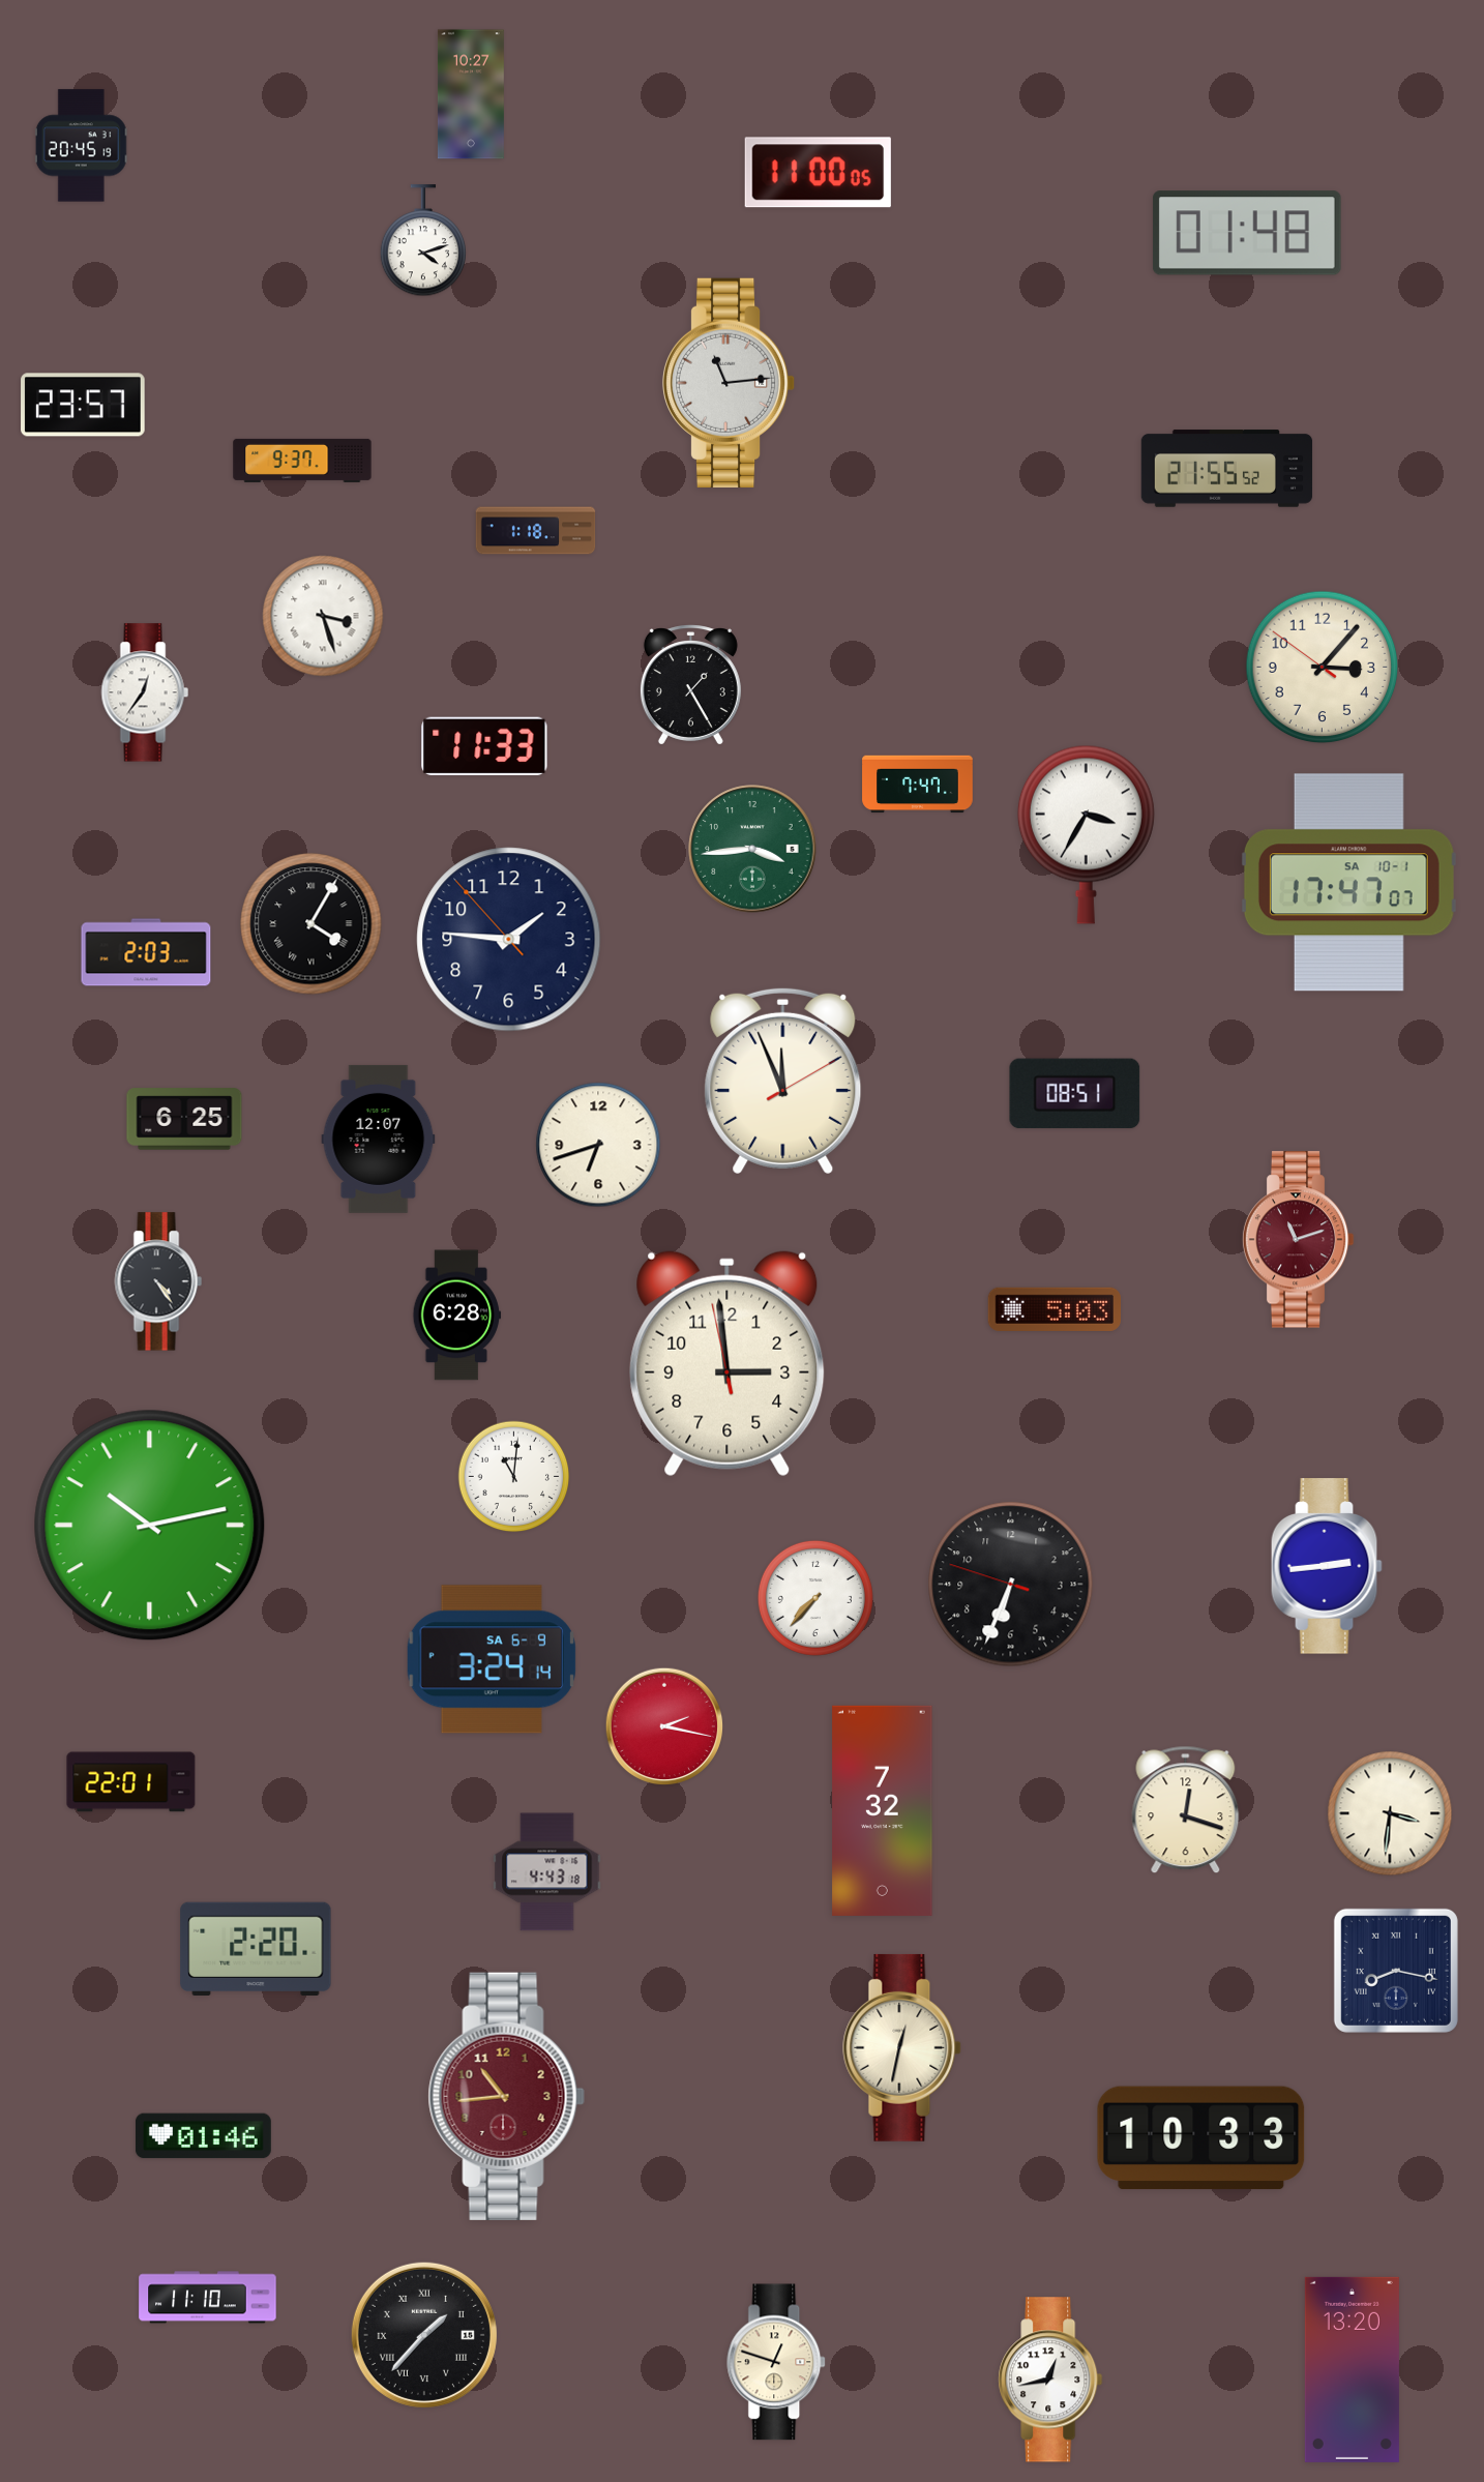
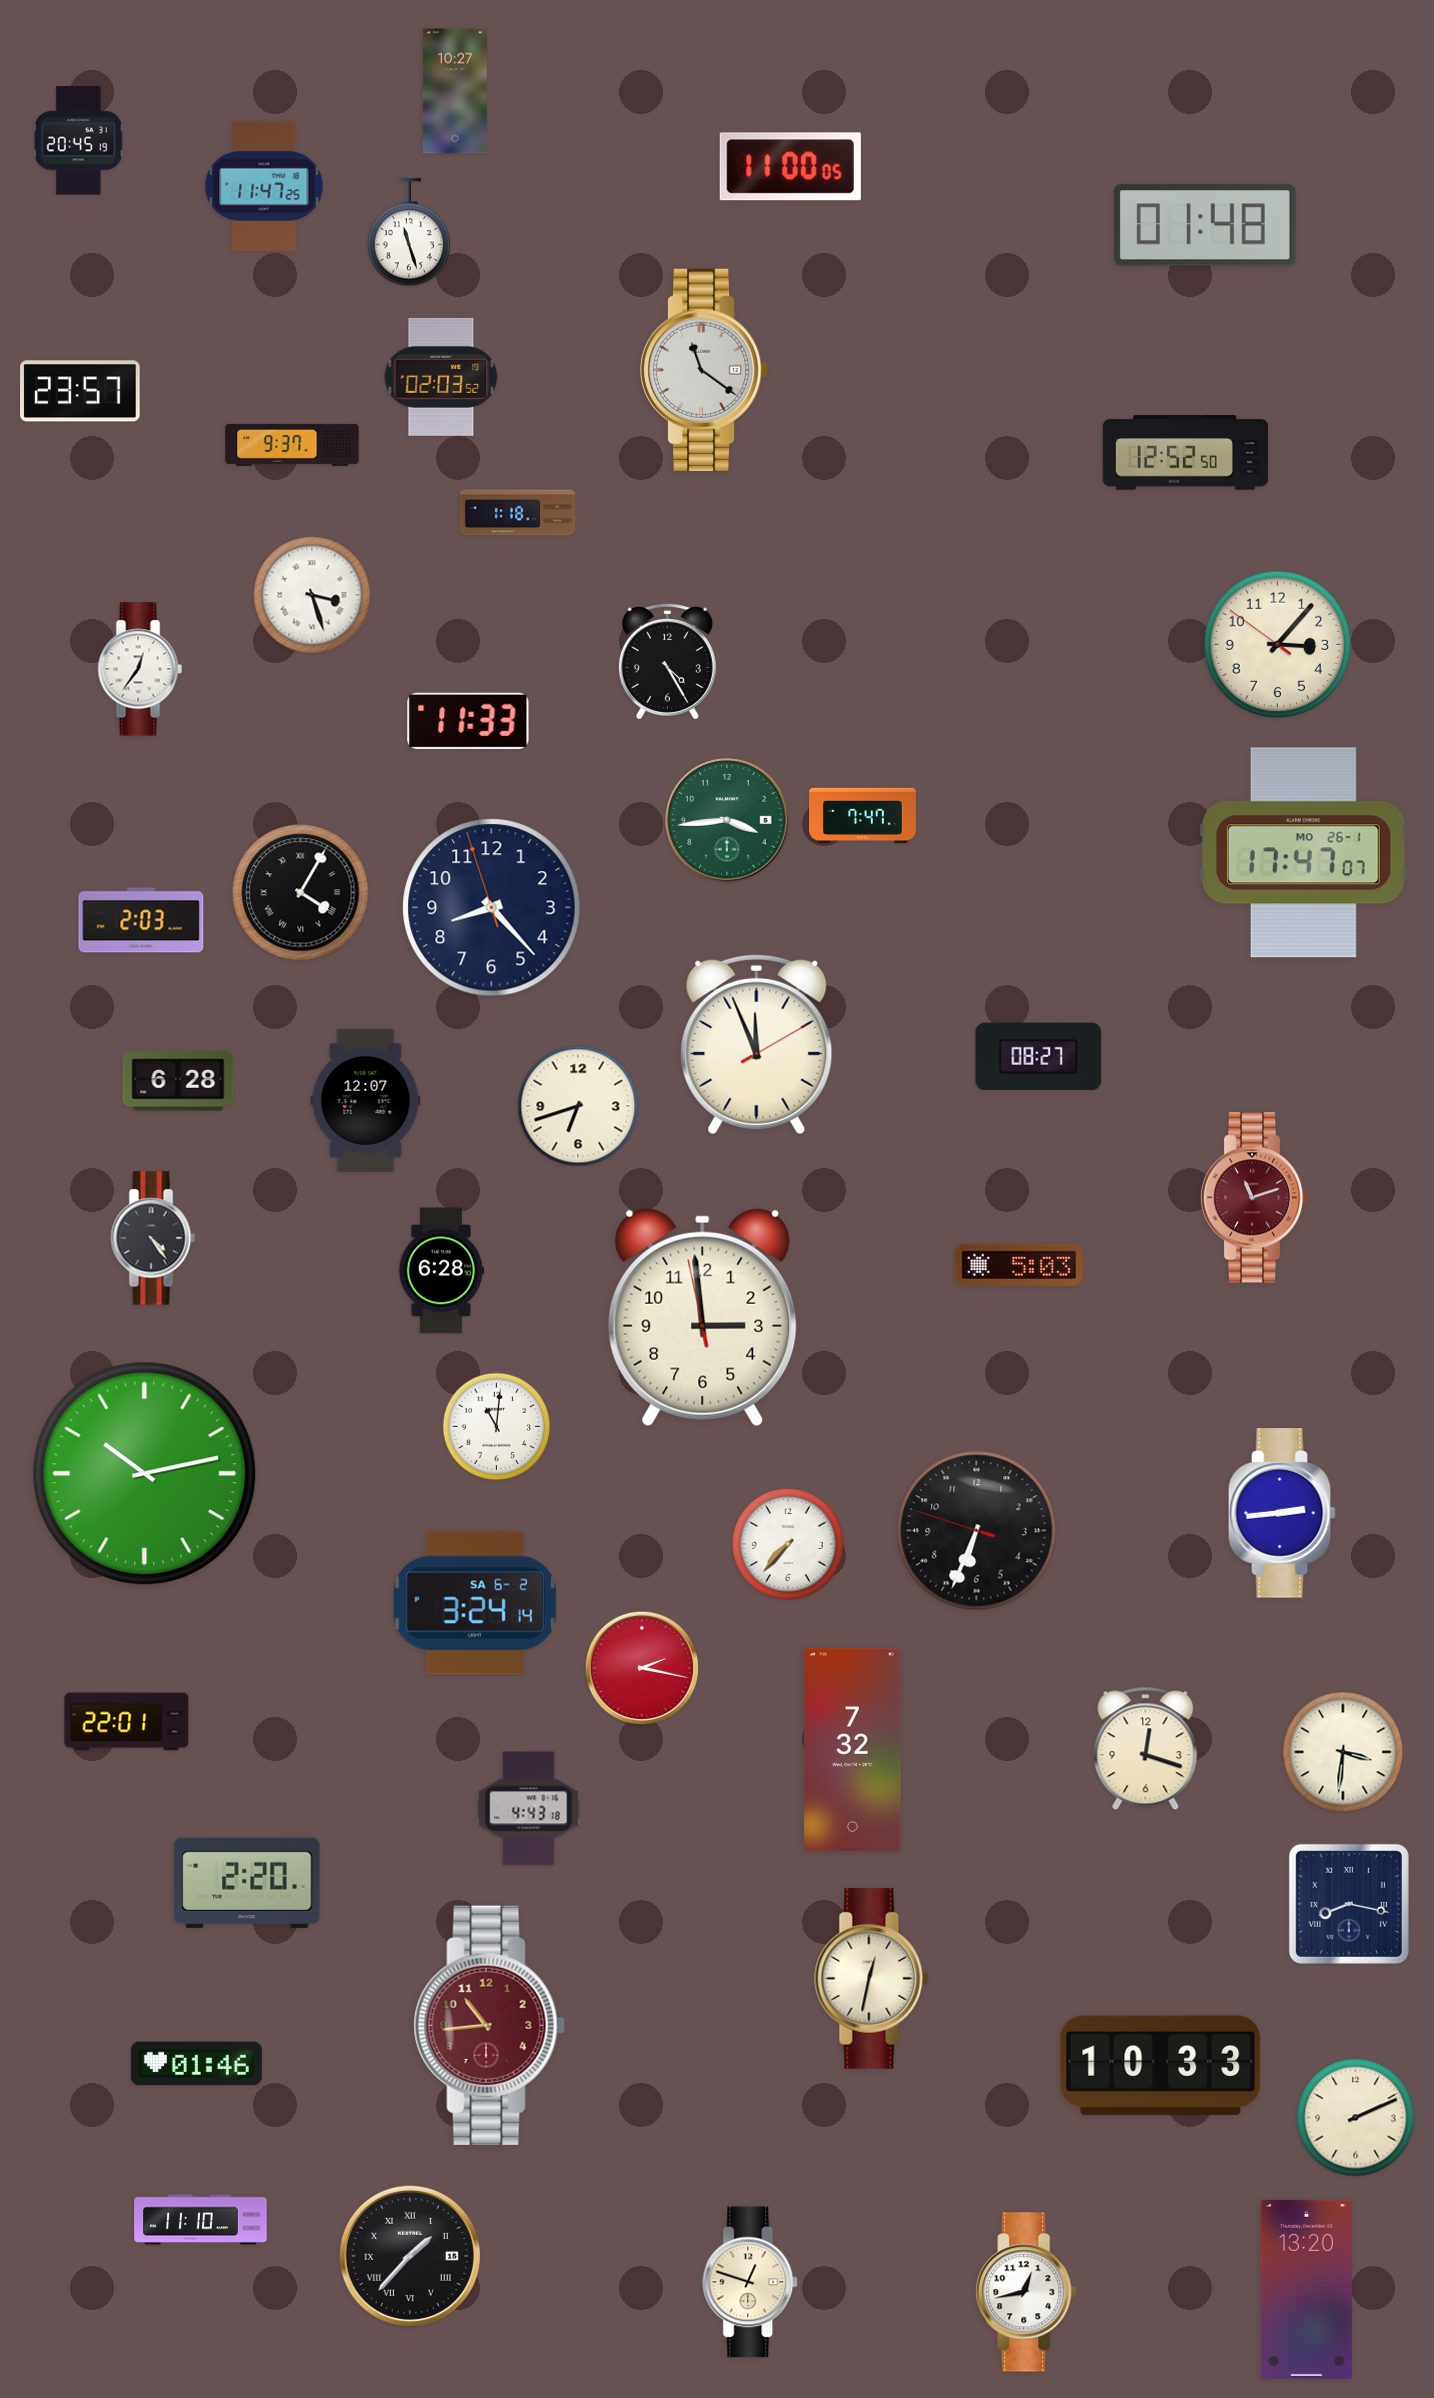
clock at (264, 186): none -> 11:47
clock at (422, 241): 4:12 -> 11:27
clock at (729, 383): 11:14 -> 11:21
clock at (441, 377): none -> 02:03
clock at (1227, 469): 21:55 -> 12:52
clock at (690, 685): 1:25 -> 4:25
clock at (918, 785) position: (918, 785) -> (863, 816)
clock at (1086, 834): 3:35 -> none
clock at (1348, 883) date: SA 10-1 -> MO 26-1
clock at (509, 940): 1:45 -> 8:22
clock at (1075, 1094): 08:51 -> 08:27
clock at (184, 1119): 6:25 -> 6:28
clock at (492, 1659) date: SA 6-9 -> SA 6-2
clock at (1356, 2118): none -> 2:11
clock at (1050, 2380) position: (1050, 2380) -> (1026, 2292)
